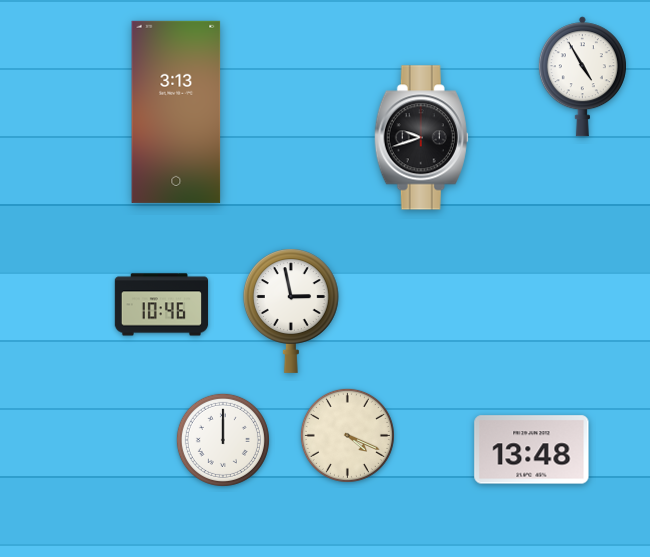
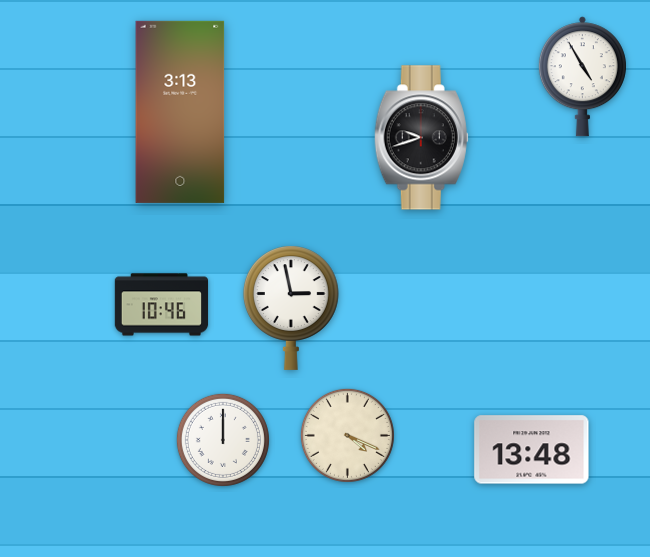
clock at (176, 112) position: (176, 112) -> (180, 112)
clock at (291, 311) position: (291, 311) -> (291, 308)
